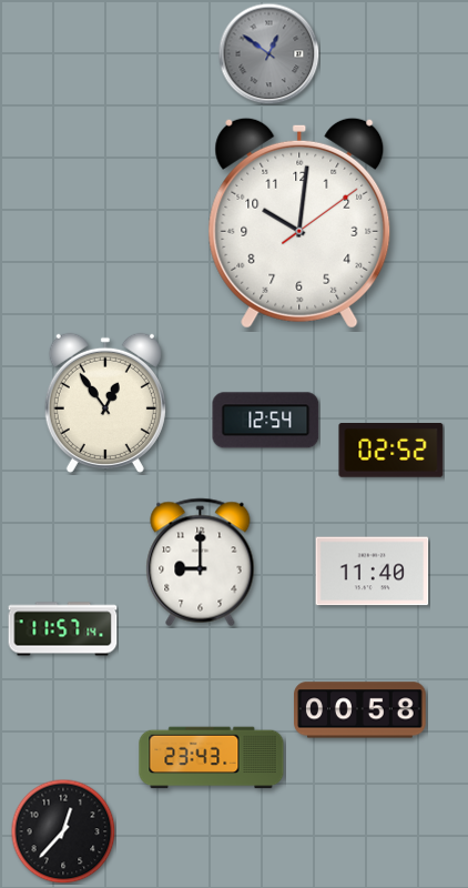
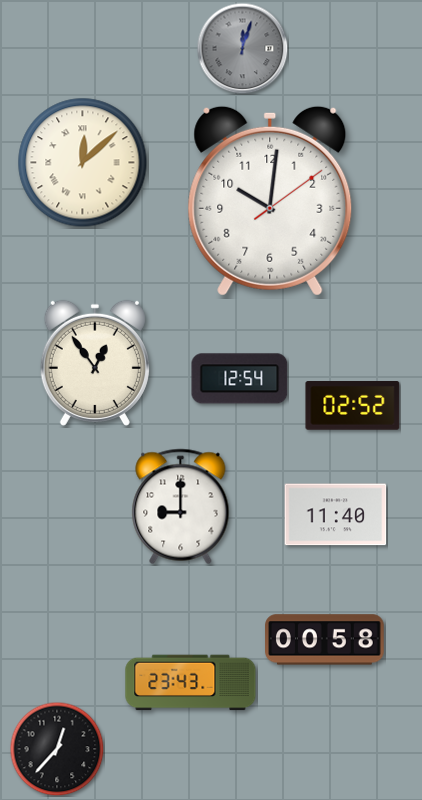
clock at (268, 53): 12:51 -> 12:03
clock at (83, 163): none -> 12:08
clock at (63, 629): 11:57 -> none
